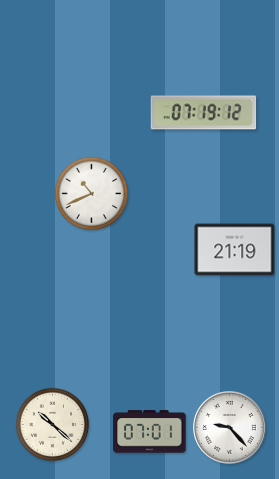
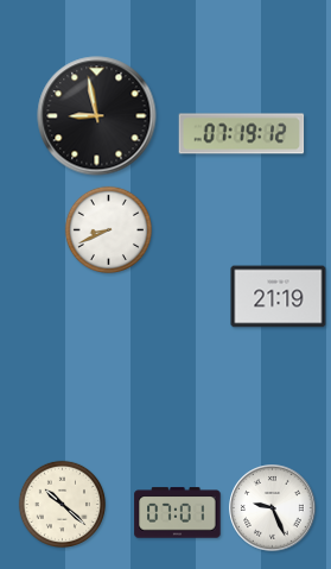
clock at (97, 116): none -> 8:58
clock at (91, 193): 10:41 -> 8:41
clock at (230, 428): 9:23 -> 9:26
